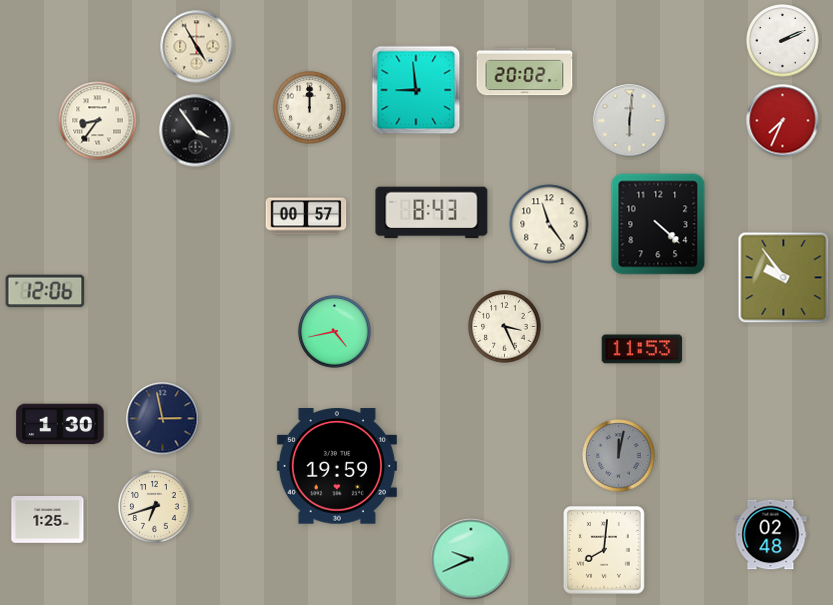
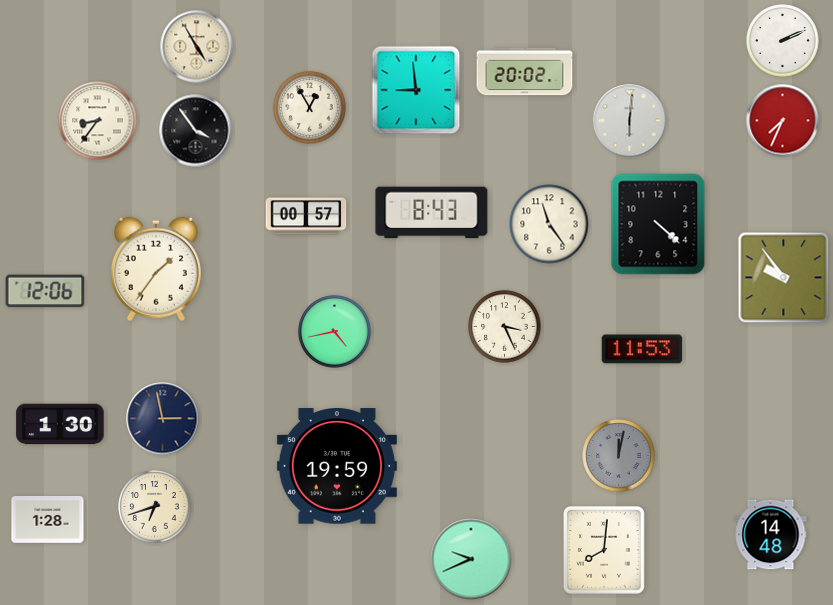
clock at (310, 108): 12:00 -> 12:55
clock at (156, 269): none -> 1:36
clock at (48, 520): 1:25 -> 1:28
clock at (771, 535): 02:48 -> 14:48
